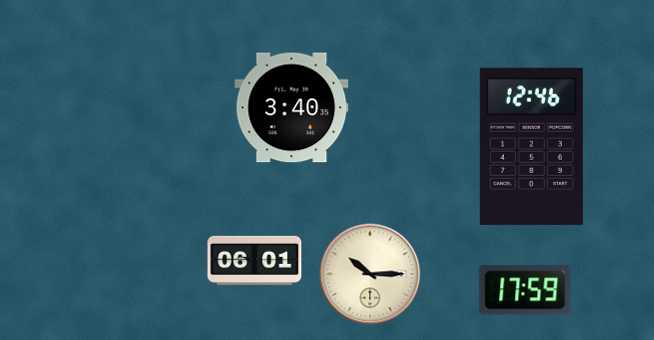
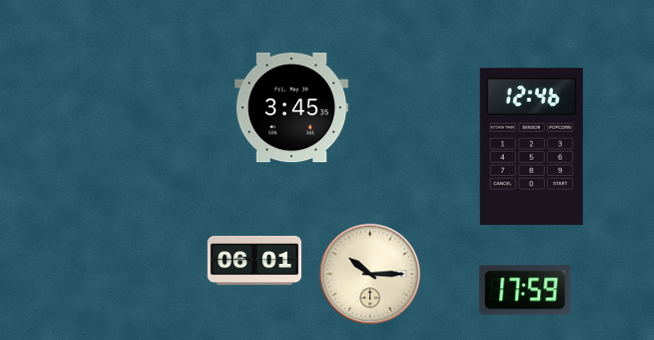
clock at (292, 108): 3:40 -> 3:45
